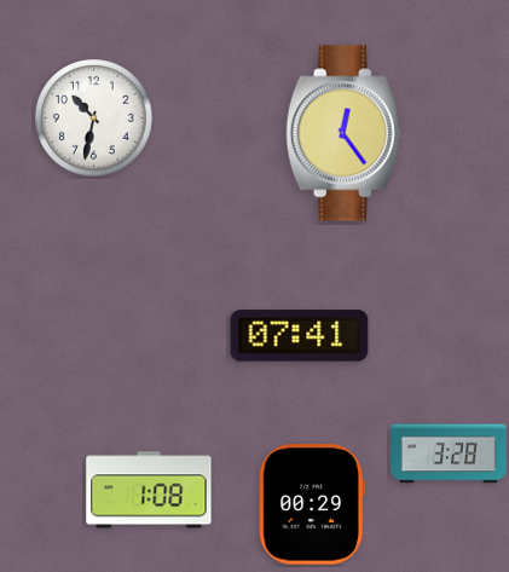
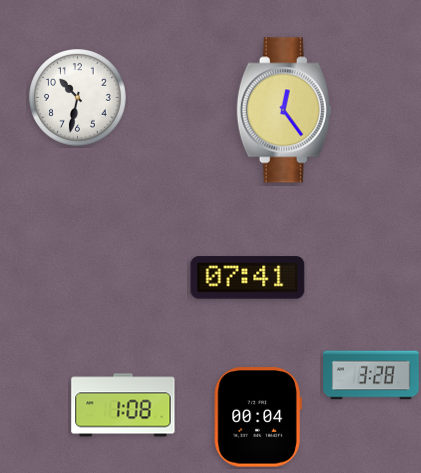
clock at (312, 504): 00:29 -> 00:04
